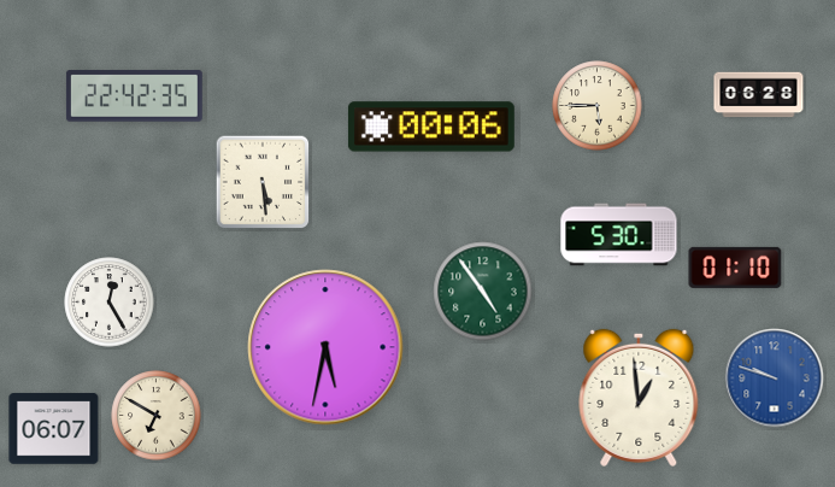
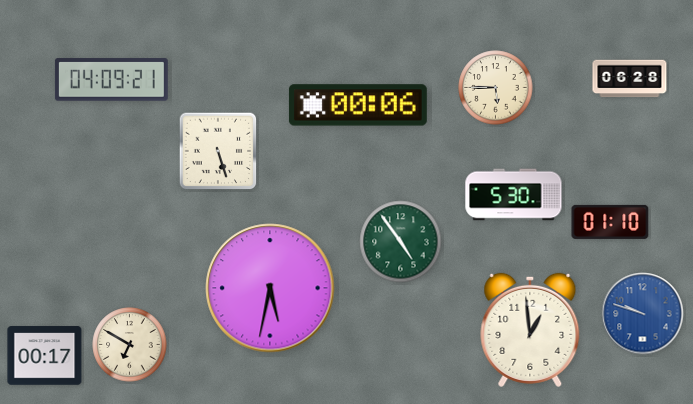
clock at (134, 96): 22:42 -> 04:09
clock at (263, 182): 5:29 -> 5:27
clock at (110, 303): 12:25 -> none
clock at (54, 429): 06:07 -> 00:17
